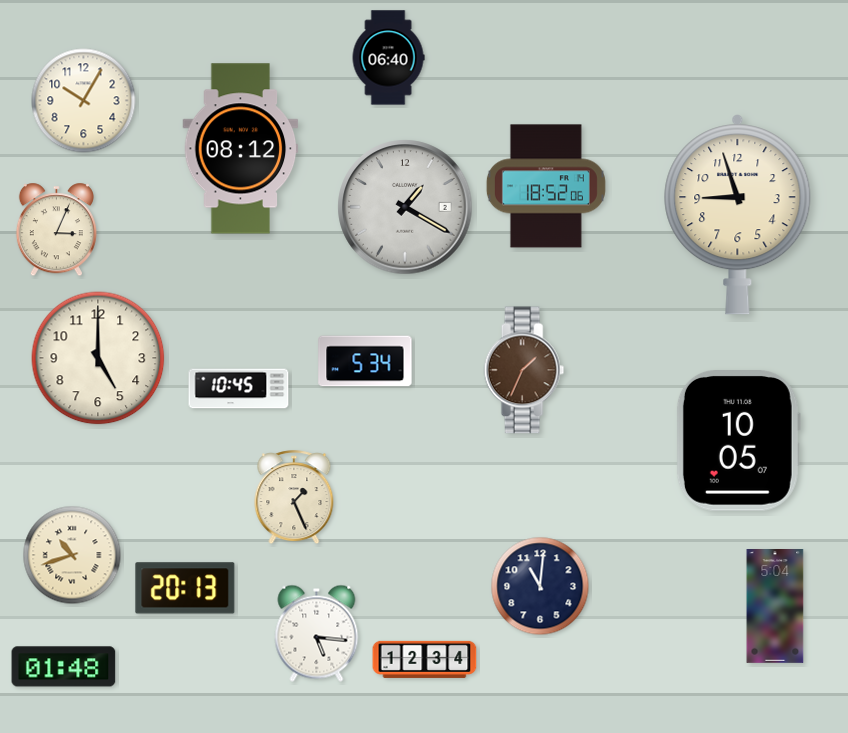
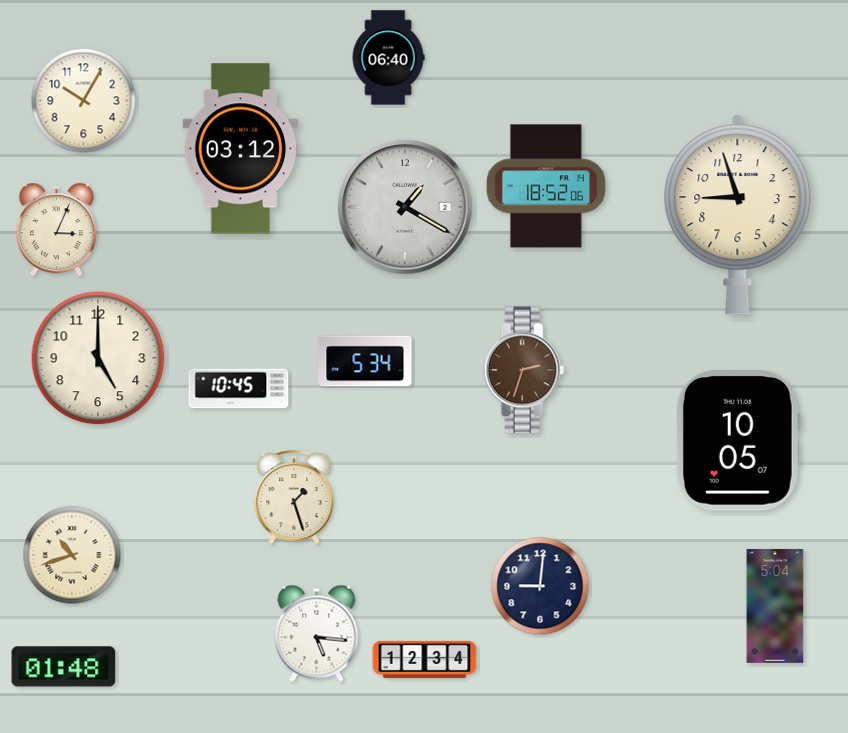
clock at (241, 149): 08:12 -> 03:12
clock at (524, 370): 1:34 -> 2:33
clock at (294, 498): 1:26 -> 1:27
clock at (540, 586): 11:01 -> 9:01
clock at (185, 588): 20:13 -> none
